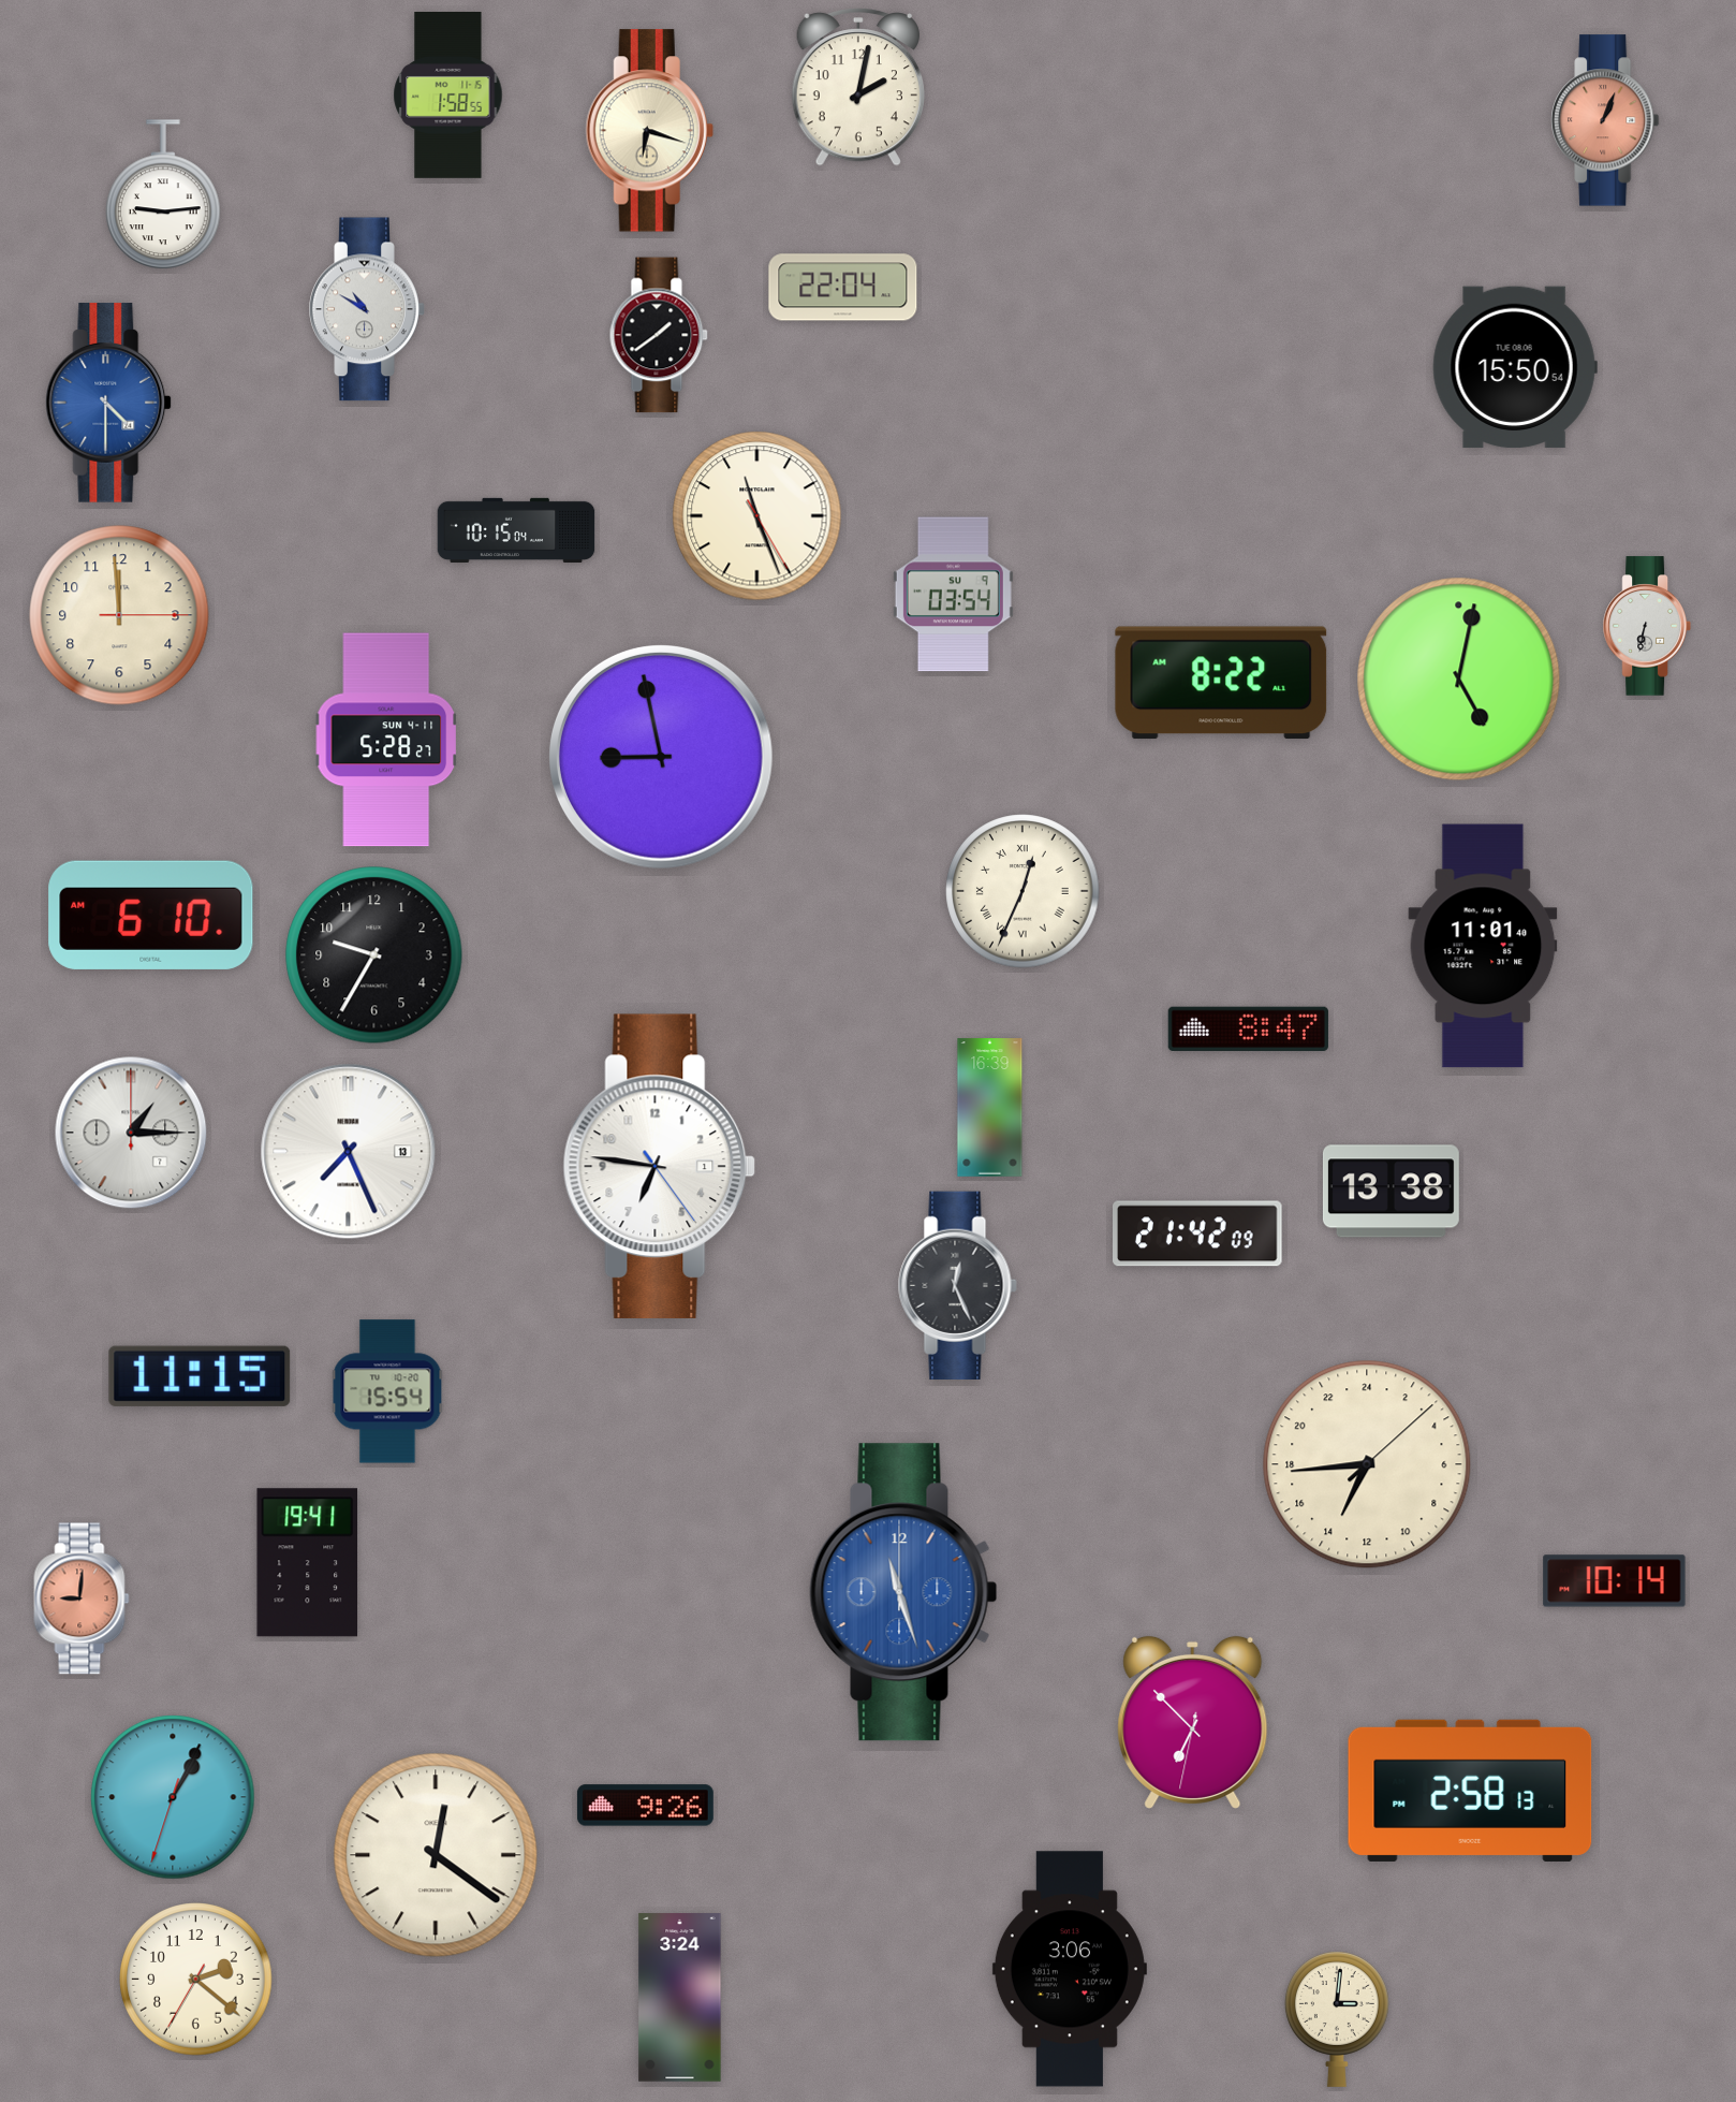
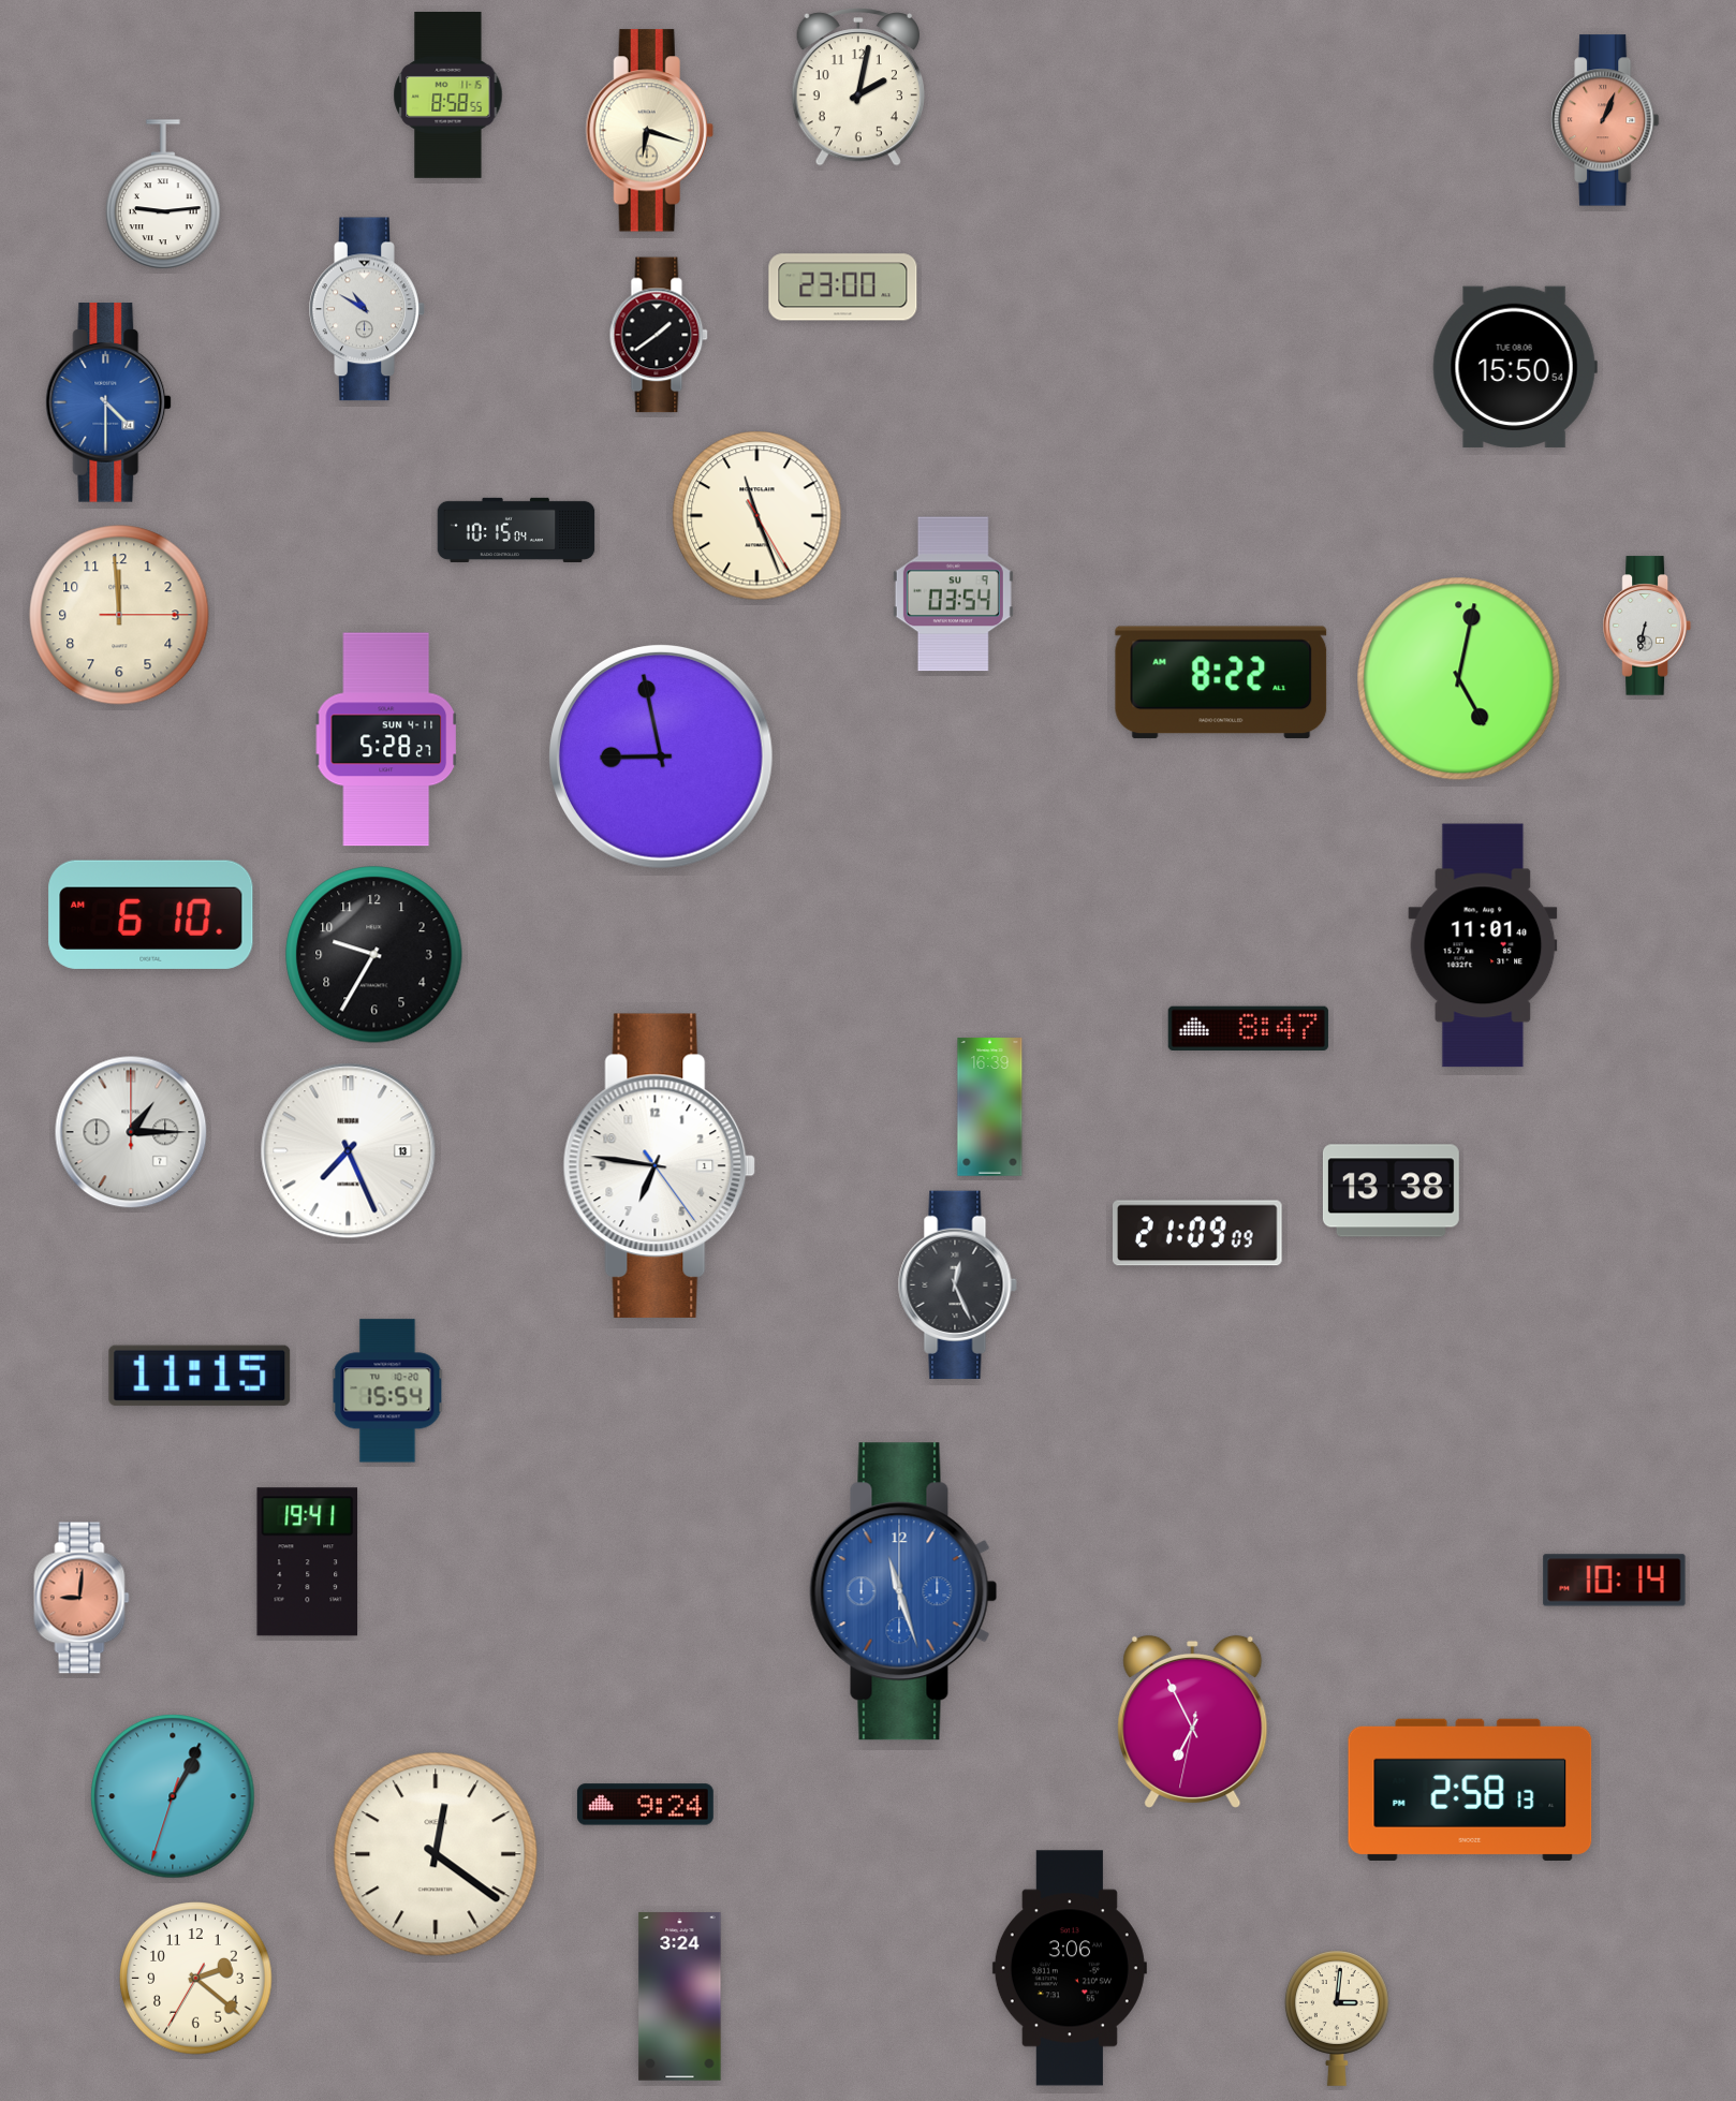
clock at (448, 94): 1:58 -> 8:58
clock at (843, 288): 22:04 -> 23:00
clock at (1023, 891): 12:34 -> none
clock at (1198, 1234): 21:42 -> 21:09
clock at (1367, 1464): 13:44 -> none
clock at (1193, 1722): 6:52 -> 6:55
clock at (645, 1806): 9:26 -> 9:24
